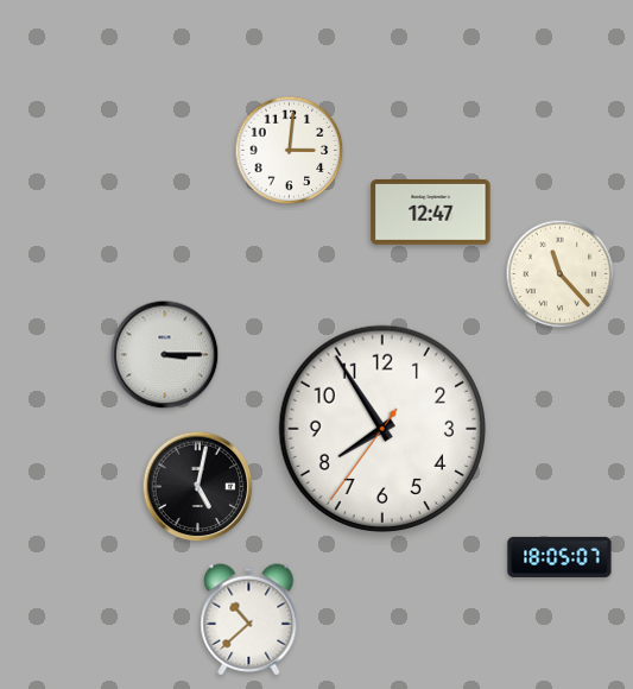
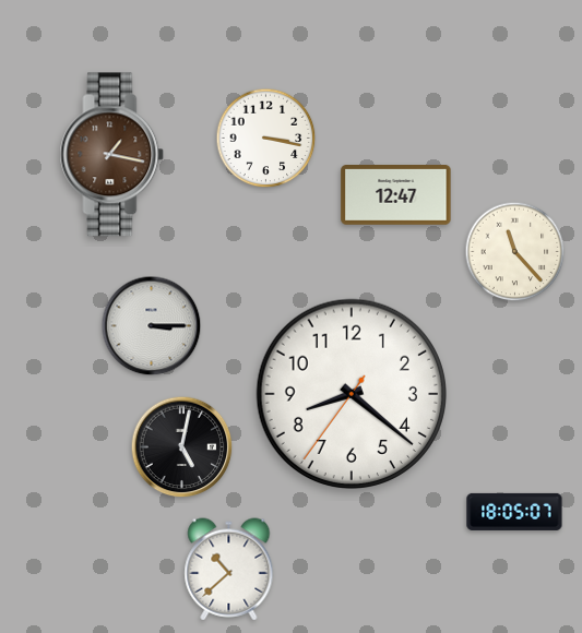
clock at (290, 151): 3:01 -> 3:17
clock at (112, 155): none -> 1:17
clock at (382, 429): 7:54 -> 8:21
